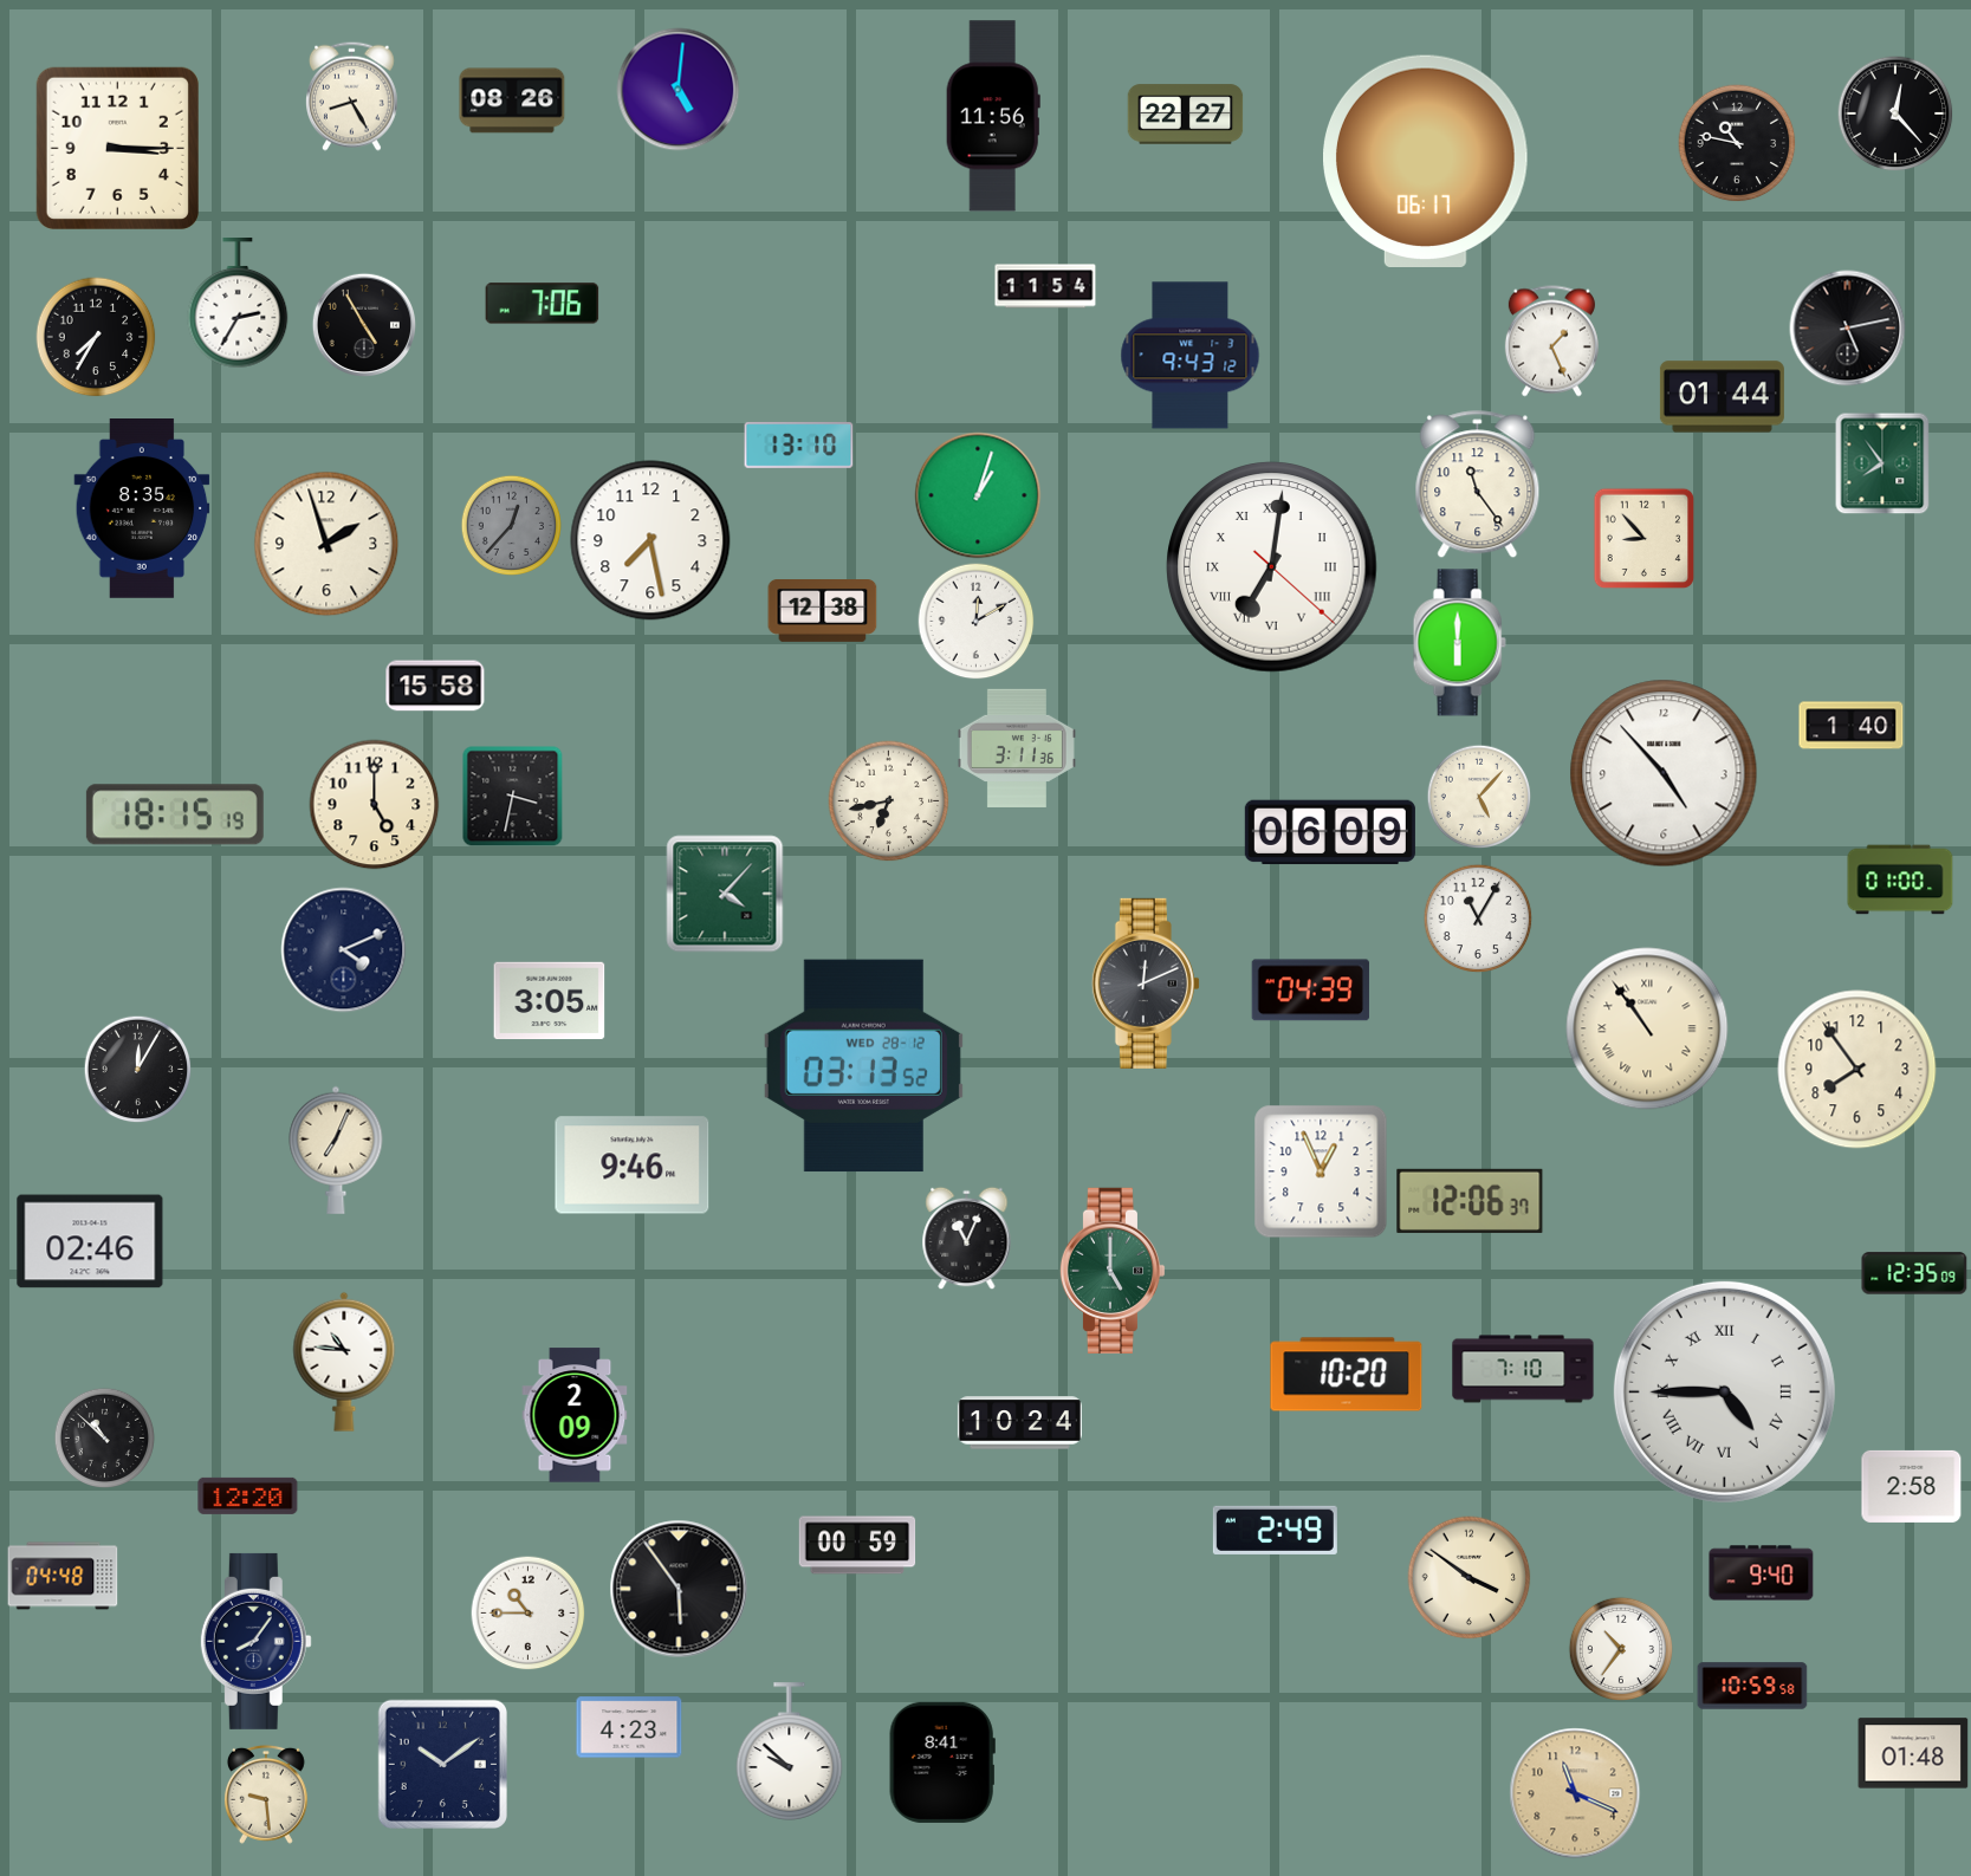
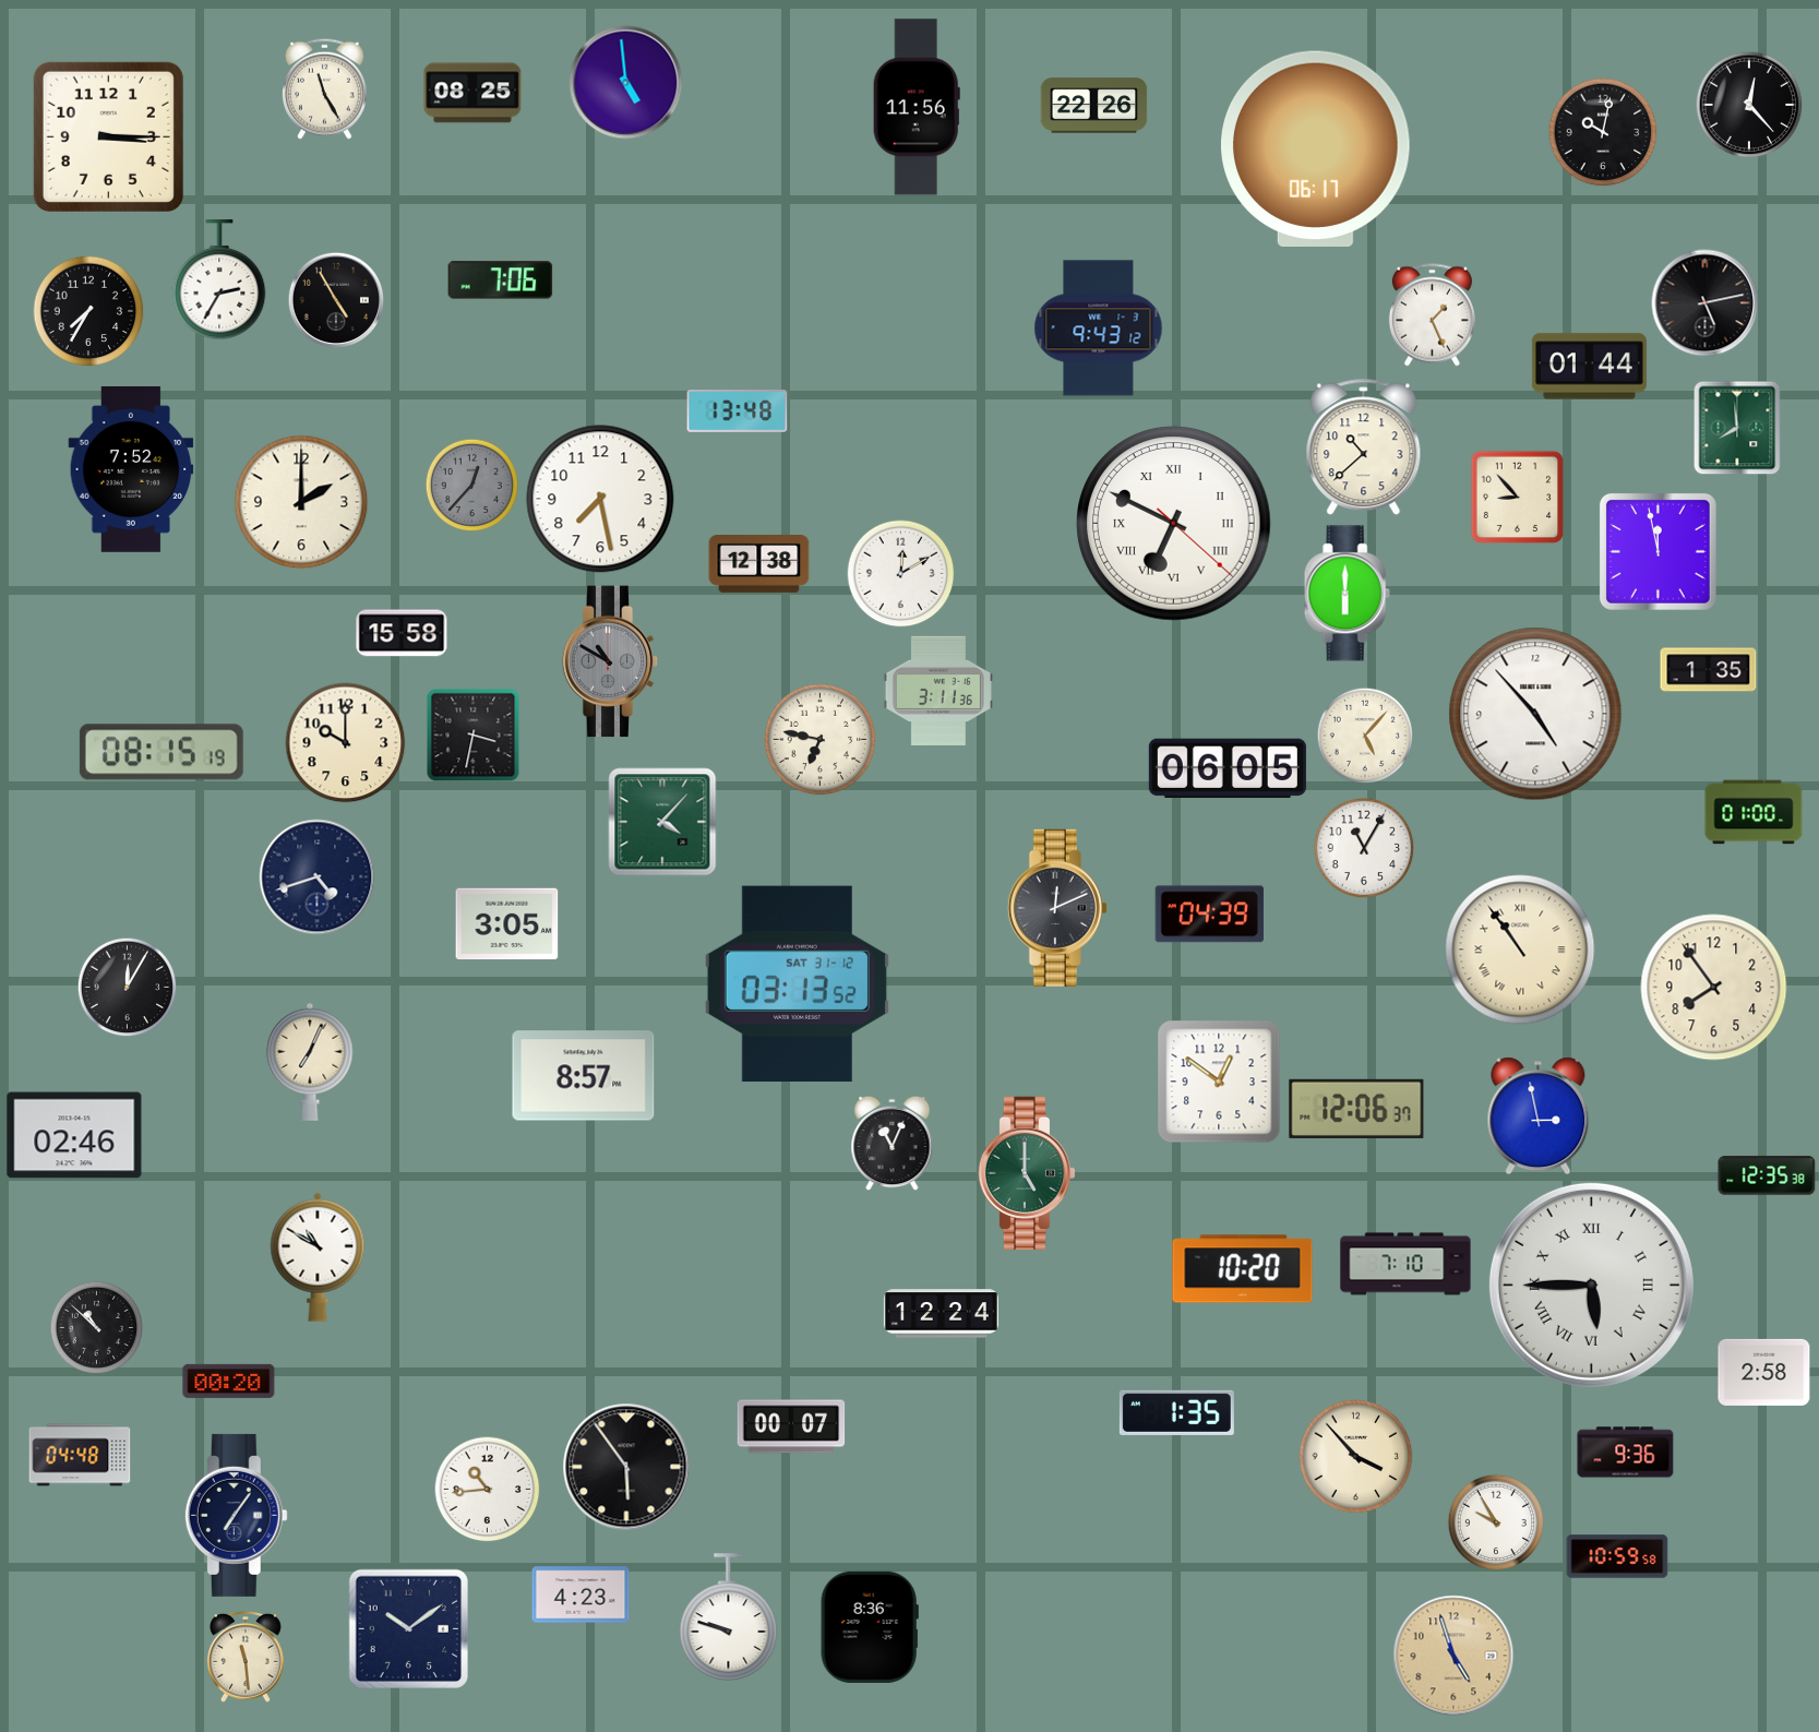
clock at (679, 90): 5:01 -> 4:59
clock at (352, 96): 8:25 -> 11:25
clock at (512, 100): 08:26 -> 08:25
clock at (1186, 115): 22:27 -> 22:26
clock at (1737, 143): 10:47 -> 10:02
clock at (1045, 286): 11:54 -> none
clock at (799, 446): 13:10 -> 13:48
clock at (1882, 463): 7:54 -> 7:59
clock at (1478, 485): 11:24 -> 10:38
clock at (978, 495): 1:03 -> none
clock at (142, 509): 8:35 -> 7:52
clock at (326, 544): 1:57 -> 2:00
clock at (1272, 567): 7:01 -> 6:49
clock at (1658, 551): none -> 11:58
clock at (610, 661): none -> 10:50
clock at (1852, 726): 1:40 -> 1:35
clock at (889, 801): 6:43 -> 6:47
clock at (375, 805): 5:00 -> 10:00
clock at (175, 814): 18:15 -> 08:15
clock at (1330, 832): 06:09 -> 06:05
clock at (725, 894) position: (725, 894) -> (662, 822)
clock at (344, 950): 4:11 -> 4:42
clock at (863, 1066) date: WED 28-12 -> SAT 31-12
clock at (633, 1166): 9:46 -> 8:57
clock at (1321, 1171): 12:56 -> 12:51
clock at (1539, 1116): none -> 2:58
clock at (90, 1241) position: (90, 1241) -> (74, 1135)
clock at (1914, 1273): 12:35:09 -> 12:35:38
clock at (344, 1362): 10:46 -> 10:50
clock at (1724, 1391): 4:45 -> 5:45
clock at (575, 1415): 2:09 -> none
clock at (1019, 1423): 10:24 -> 12:24
clock at (248, 1495): 12:20 -> 00:20
clock at (1275, 1530): 2:49 -> 1:35
clock at (857, 1545): 00:59 -> 00:07
clock at (1762, 1573): 9:40 -> 9:36
clock at (63, 1576) position: (63, 1576) -> (80, 1455)
clock at (1470, 1578): 3:51 -> 3:53
clock at (527, 1612): 10:45 -> 10:44
clock at (255, 1641): 8:06 -> 7:06
clock at (1621, 1649): 10:36 -> 9:55
clock at (790, 1752): 9:52 -> 9:48
clock at (1913, 1753): 01:48 -> none
clock at (942, 1763): 8:41 -> 8:36
clock at (1575, 1793): 11:19 -> 4:57
clock at (266, 1794): 9:29 -> 11:29
